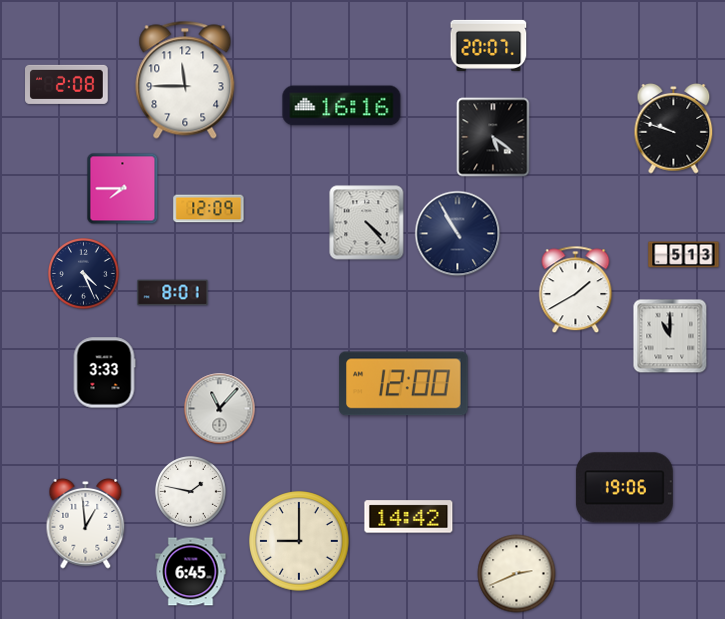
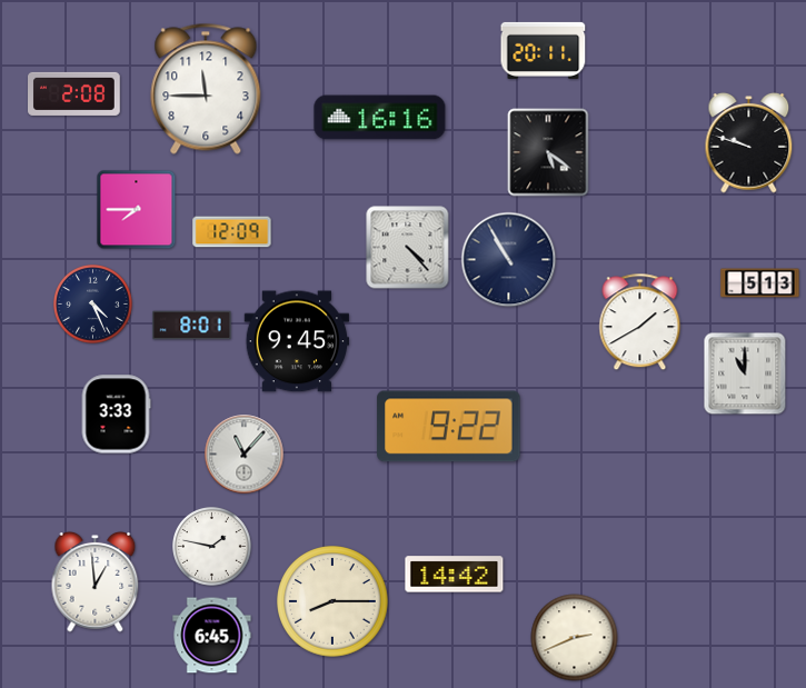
clock at (489, 45): 20:07 -> 20:11
clock at (296, 341): none -> 9:45
clock at (404, 384): 12:00 -> 9:22
clock at (624, 488): 19:06 -> none
clock at (299, 541): 9:00 -> 8:15
